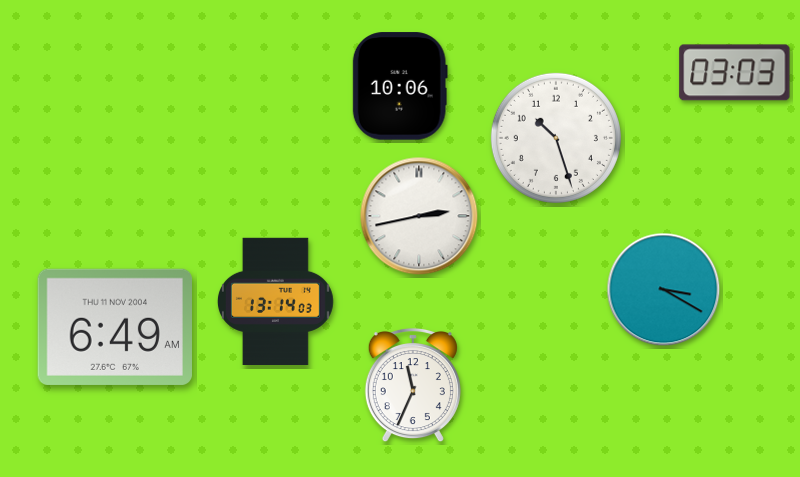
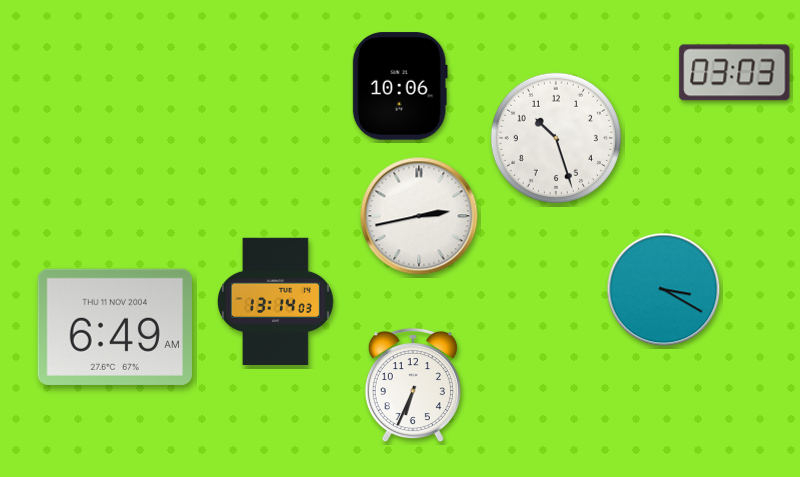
clock at (413, 385): 11:34 -> 6:34
